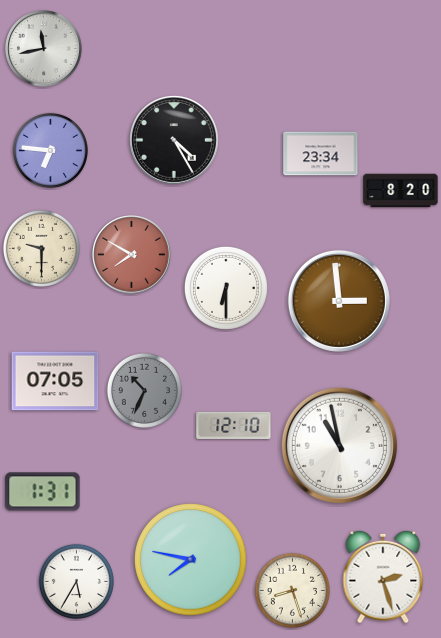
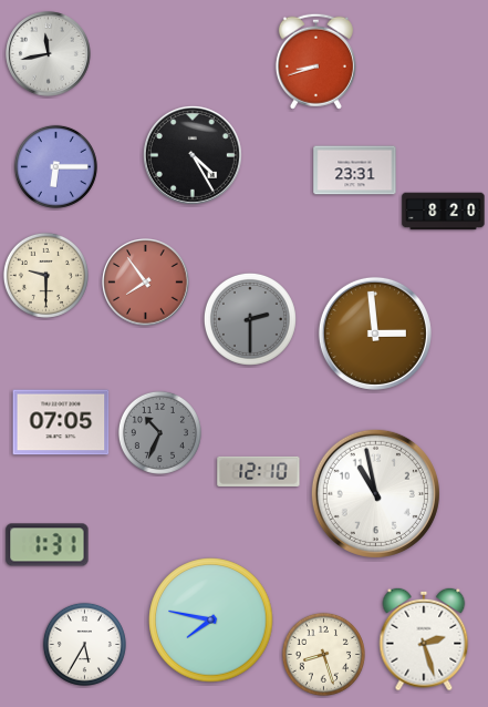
clock at (315, 61): none -> 8:42
clock at (50, 150): 6:46 -> 6:15
clock at (321, 154): 23:34 -> 23:31
clock at (132, 255): 7:50 -> 7:54
clock at (226, 288): 6:30 -> 2:30
clock at (226, 288) dial: white -> grey
